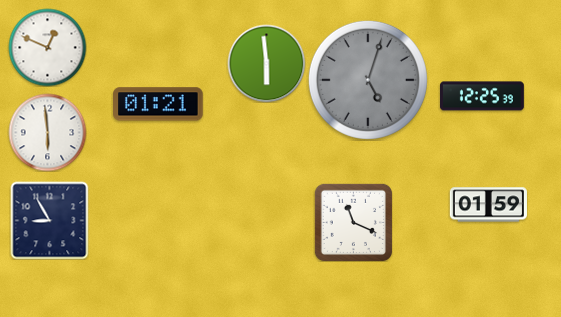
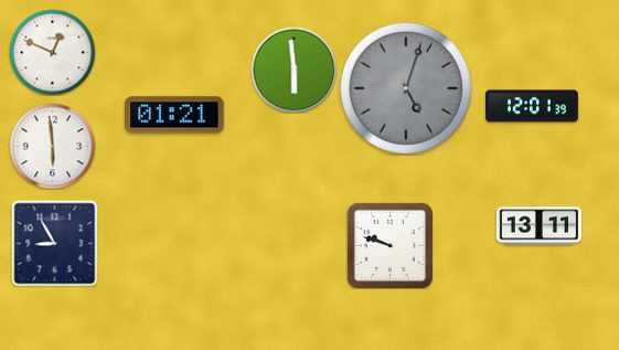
clock at (482, 96): 12:25 -> 12:01
clock at (488, 205): 01:59 -> 13:11
clock at (353, 222): 11:19 -> 9:48
